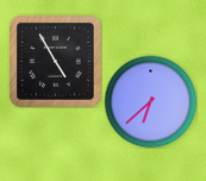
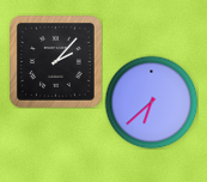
clock at (55, 61): 4:55 -> 2:07
